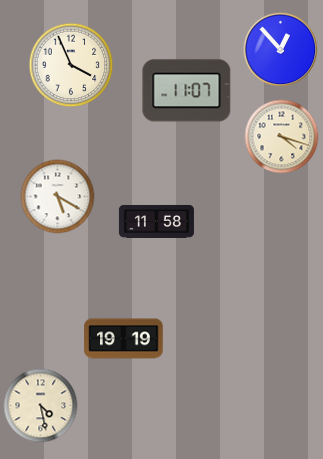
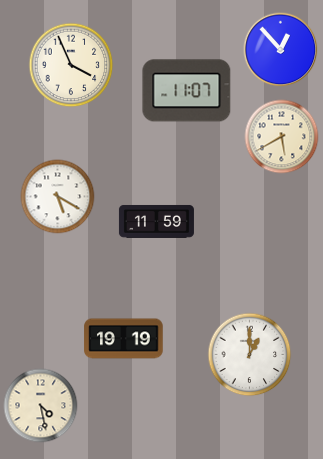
clock at (282, 137): 4:18 -> 5:40
clock at (156, 221): 11:58 -> 11:59
clock at (250, 355): none -> 1:00
